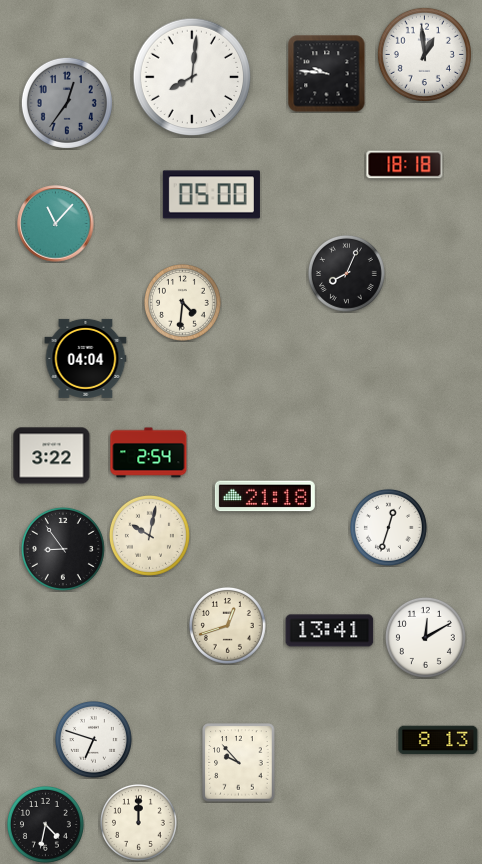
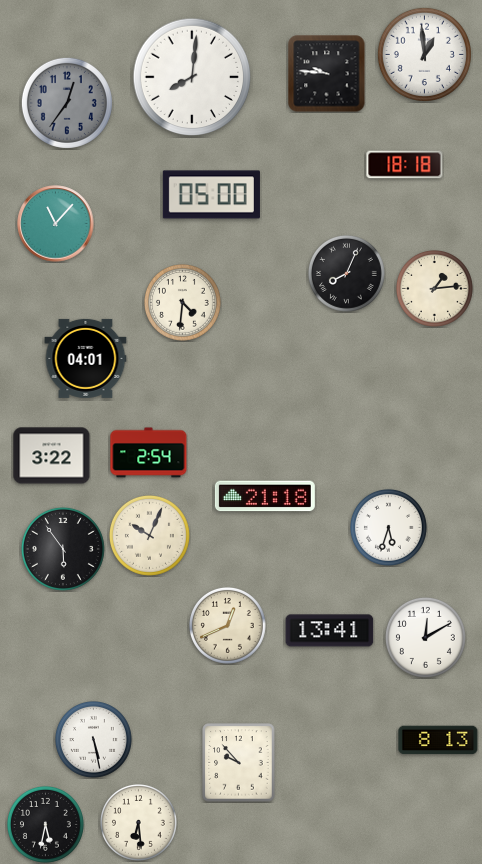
clock at (434, 288): none -> 1:14
clock at (86, 358): 04:04 -> 04:01
clock at (388, 527): 12:33 -> 5:33
clock at (149, 535): 10:02 -> 10:04
clock at (63, 549): 8:54 -> 5:54
clock at (227, 625): 12:42 -> 12:41
clock at (93, 739): 6:48 -> 5:28
clock at (138, 822): 12:00 -> 6:29
clock at (45, 824): 4:32 -> 5:32
